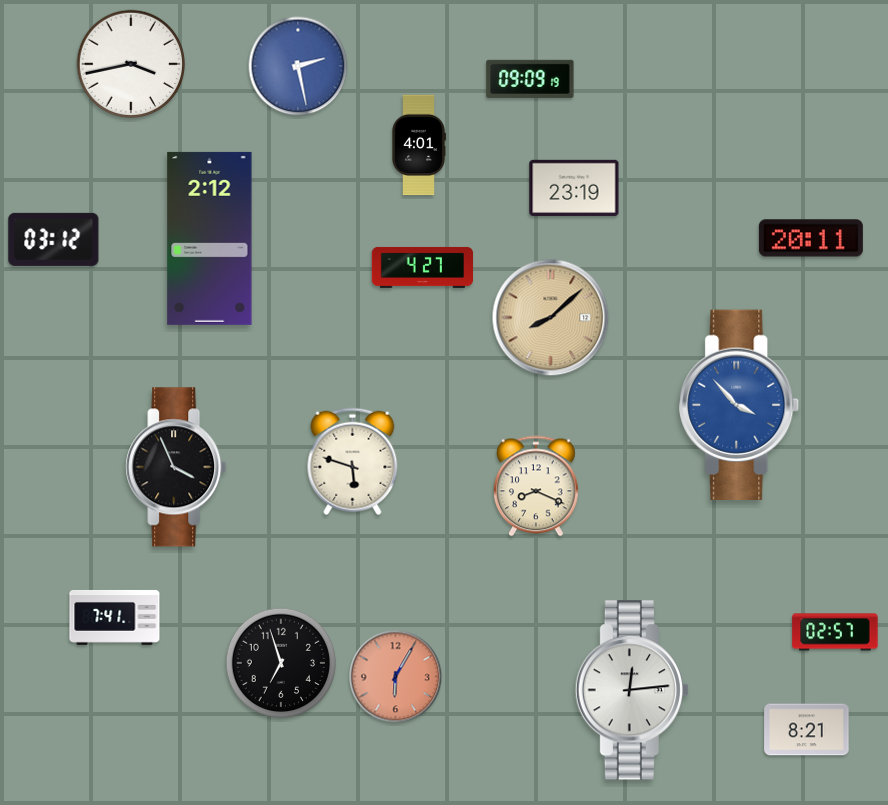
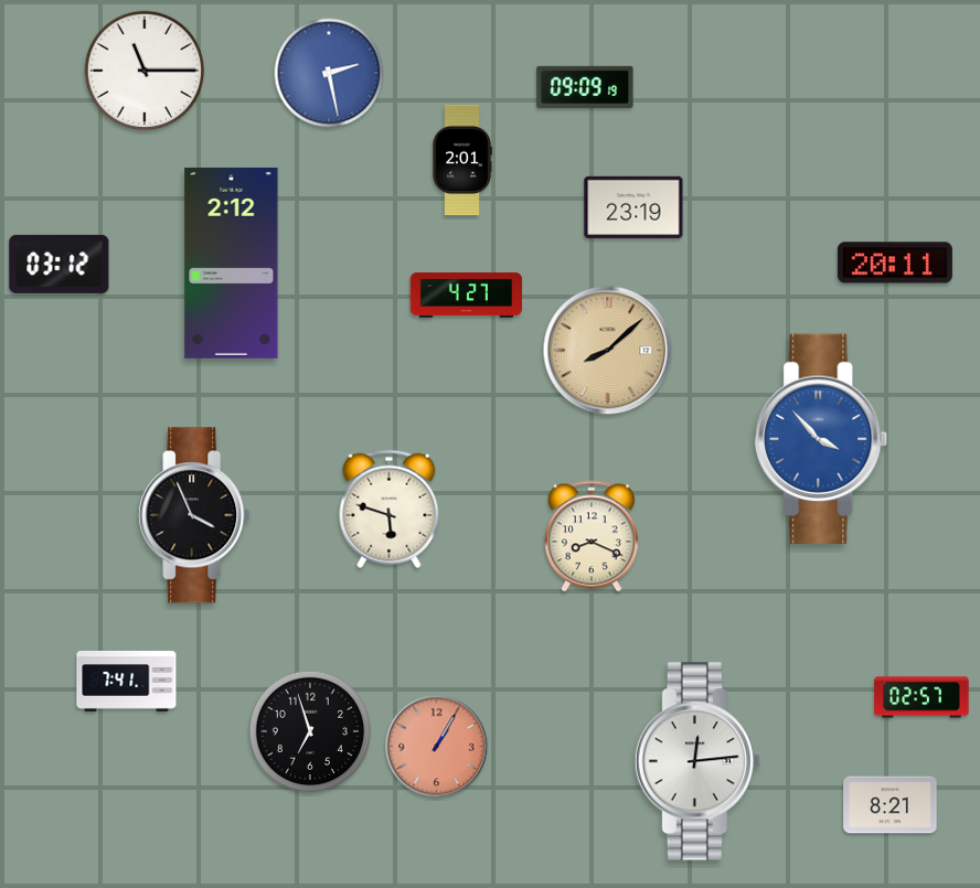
clock at (131, 64): 3:43 -> 11:15
clock at (419, 145): 4:01 -> 2:01
clock at (739, 404) position: (739, 404) -> (821, 438)
clock at (396, 677): 6:05 -> 1:05
